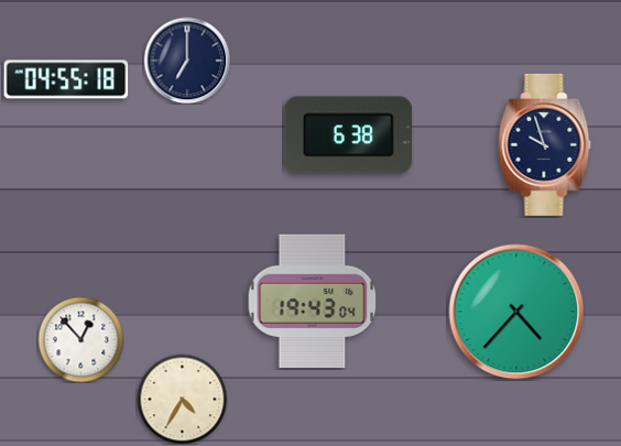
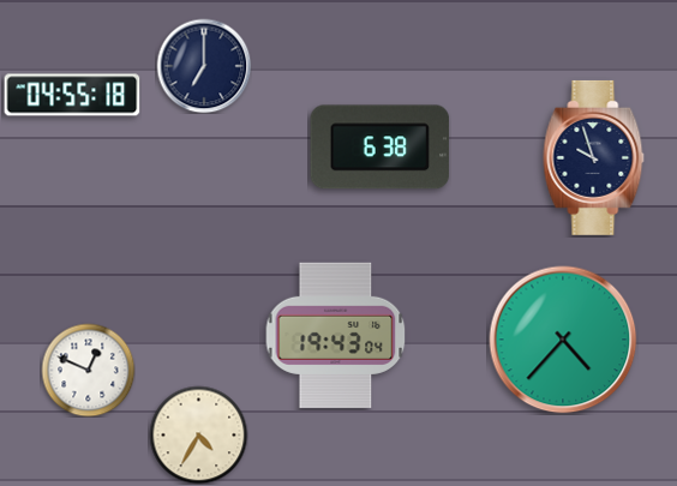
clock at (66, 79) position: (66, 79) -> (72, 95)
clock at (313, 301) position: (313, 301) -> (336, 335)
clock at (80, 339): 12:53 -> 12:49
